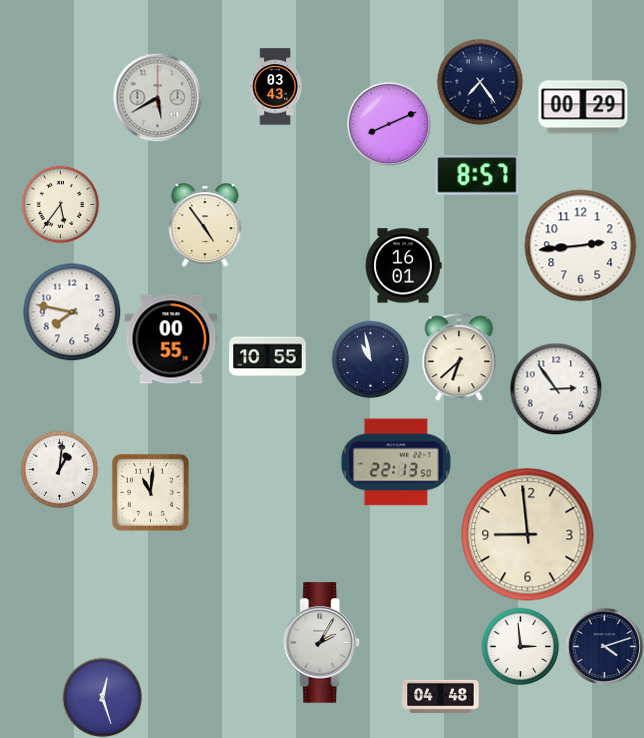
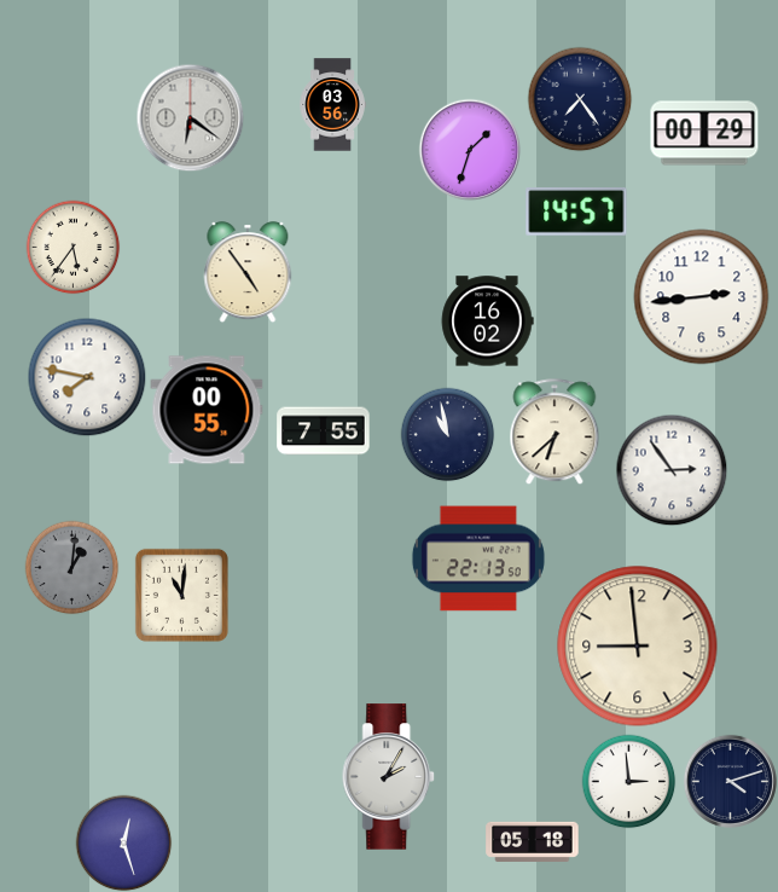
clock at (275, 87): 03:43 -> 03:56
clock at (157, 97): 5:40 -> 6:21
clock at (583, 107) position: (583, 107) -> (704, 133)
clock at (389, 124): 8:11 -> 1:33
clock at (477, 176): 8:57 -> 14:57
clock at (403, 266): 16:01 -> 16:02
clock at (268, 357): 10:55 -> 7:55
clock at (59, 469) dial: white -> grey
clock at (441, 696): 04:48 -> 05:18
